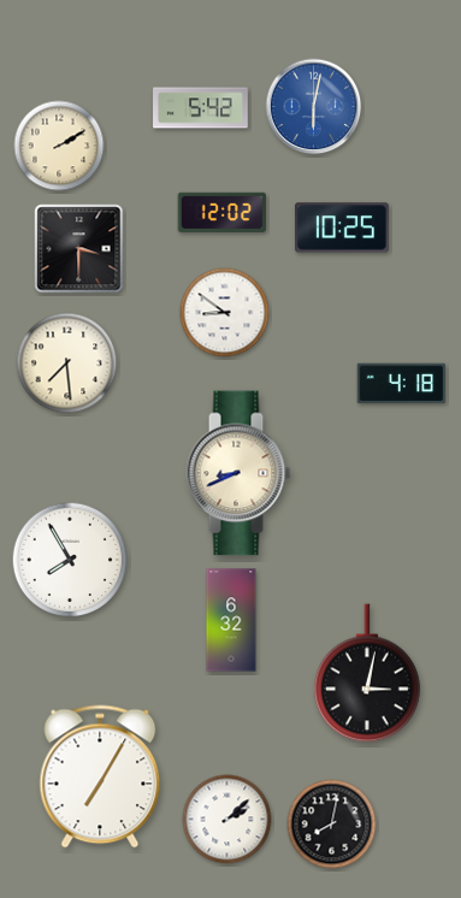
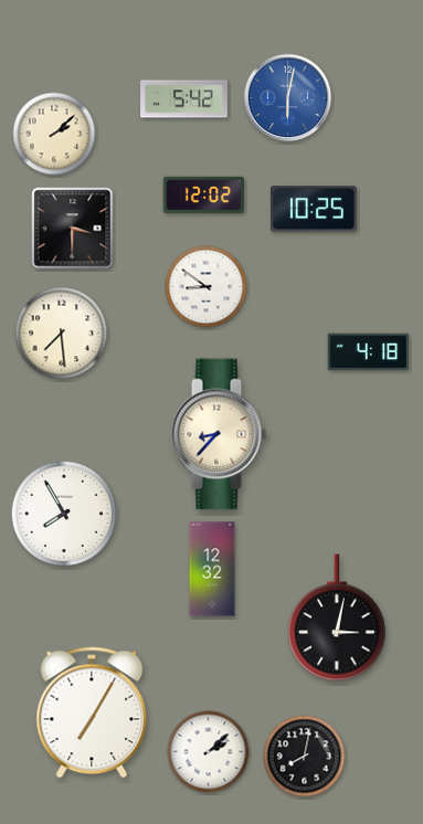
clock at (59, 146): 2:10 -> 2:08
clock at (238, 473): 8:41 -> 8:37
clock at (231, 620): 6:32 -> 12:32
